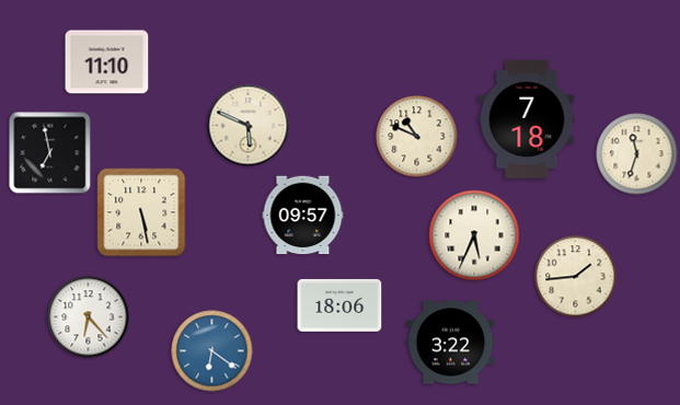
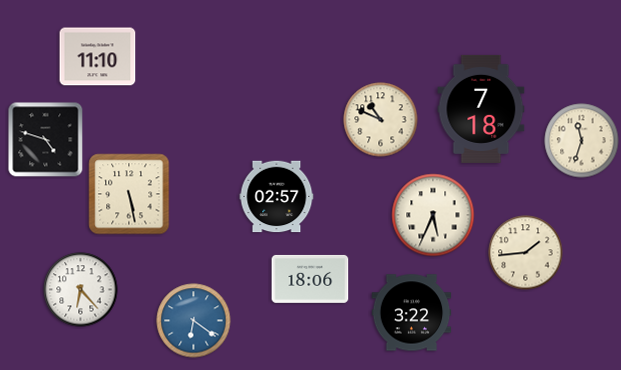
clock at (249, 126): 5:49 -> none
clock at (417, 137) position: (417, 137) -> (381, 120)
clock at (50, 153): 6:58 -> 4:48
clock at (303, 216): 09:57 -> 02:57
